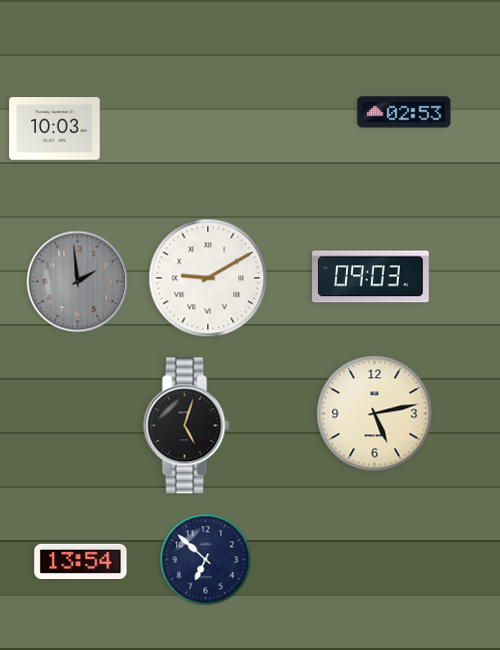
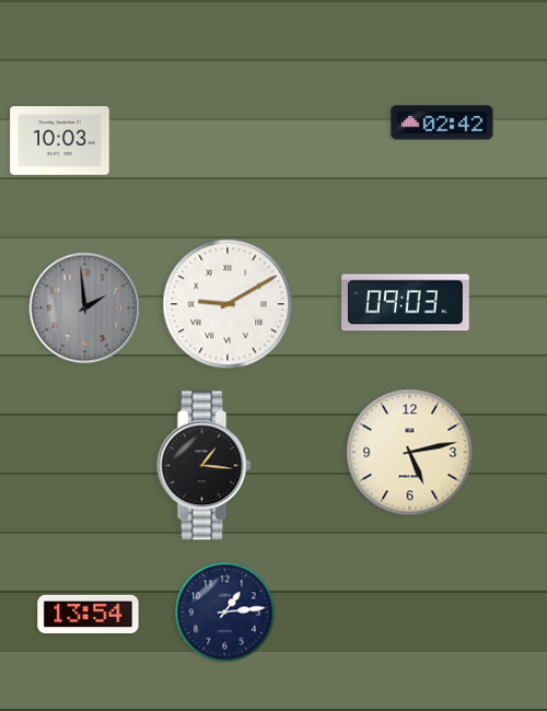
clock at (404, 112): 02:53 -> 02:42
clock at (187, 426): 5:03 -> 1:16
clock at (206, 560): 6:52 -> 1:14
